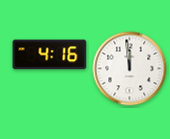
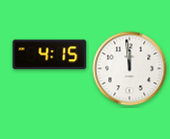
clock at (50, 55): 4:16 -> 4:15
